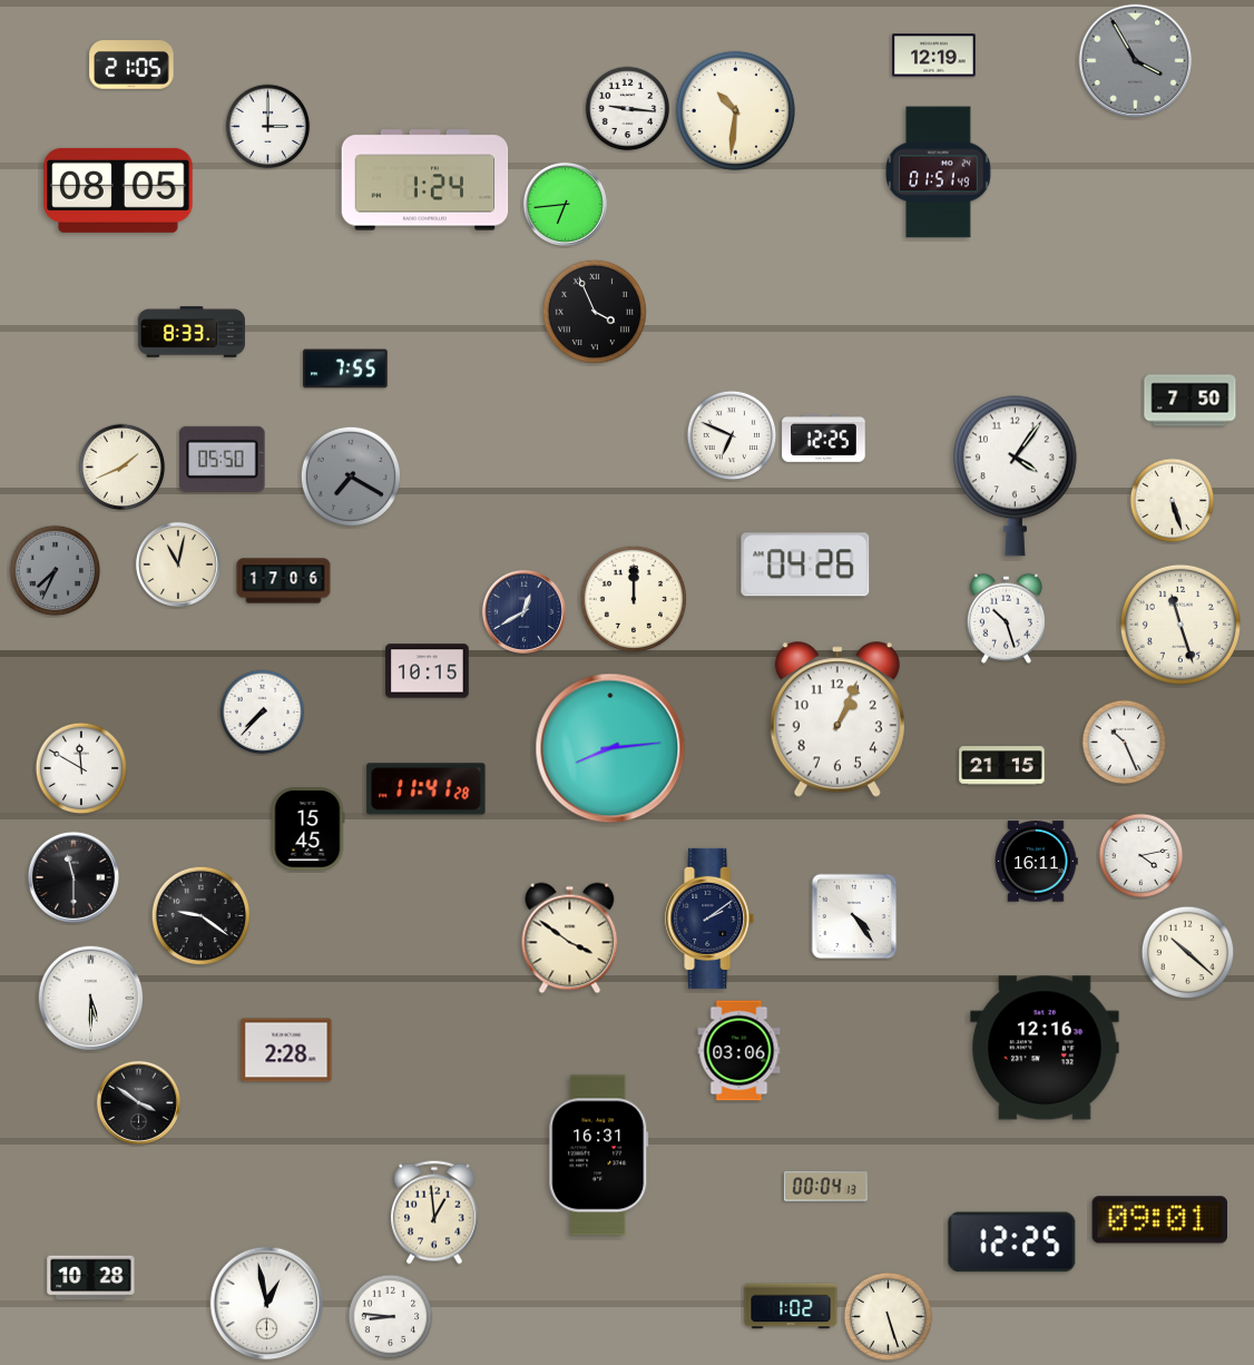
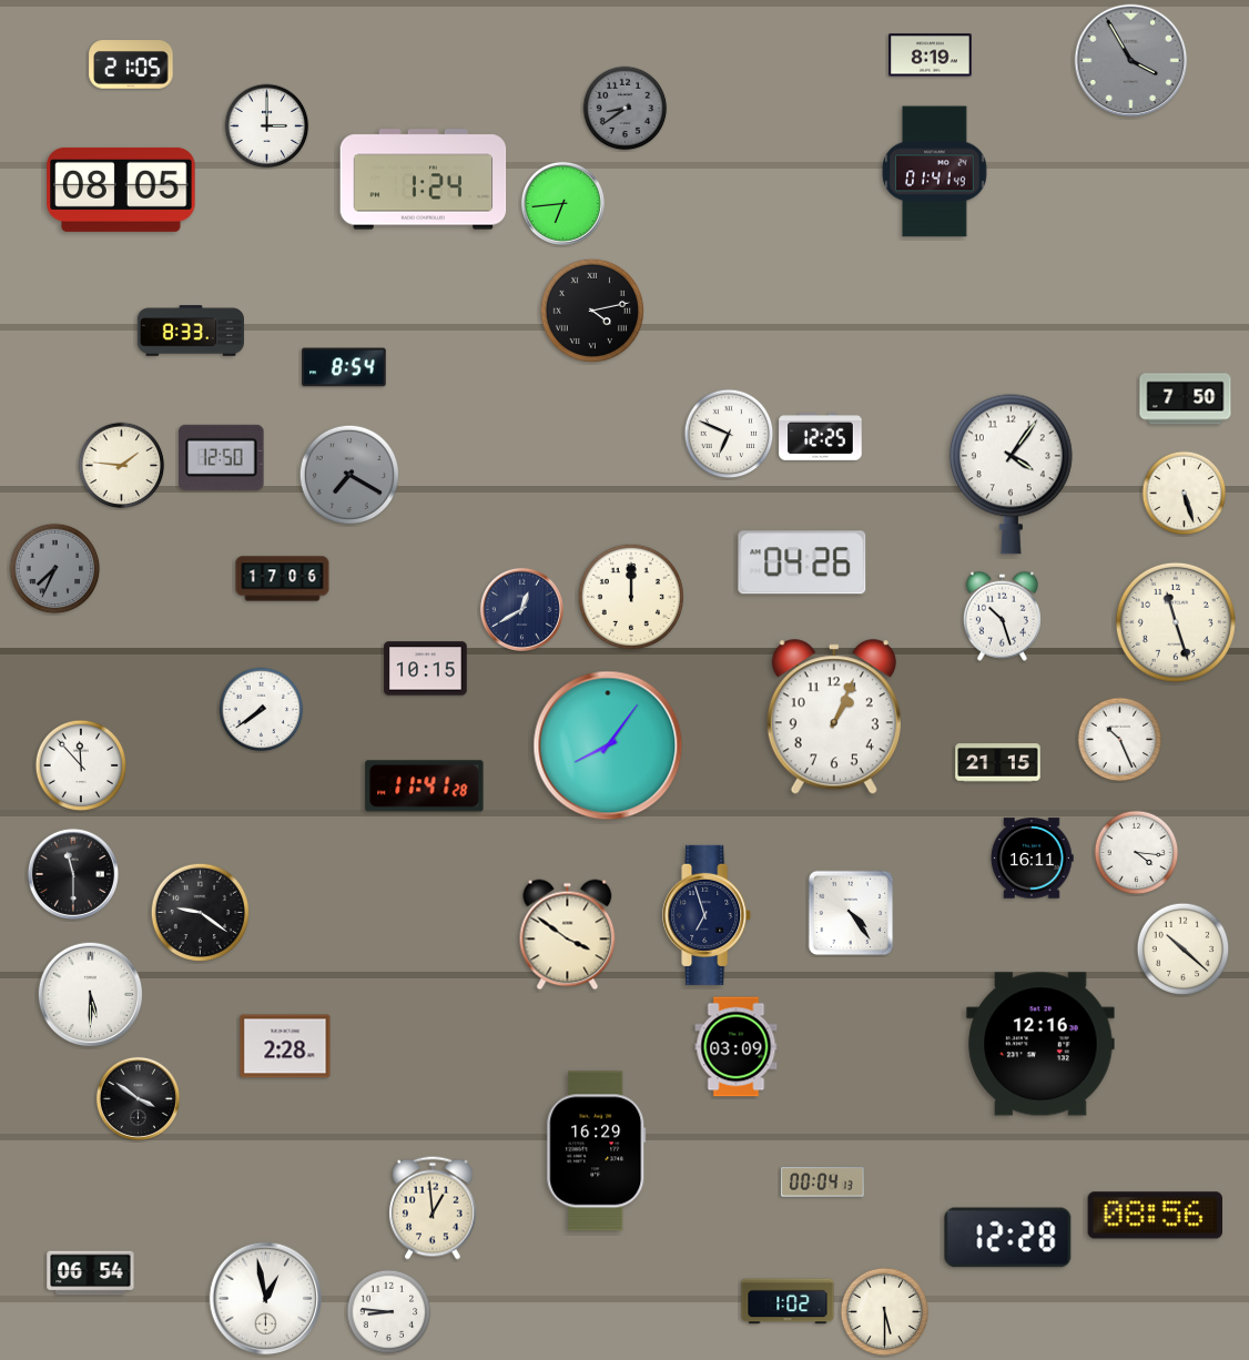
clock at (934, 56): 12:19 -> 8:19
clock at (628, 109): 9:16 -> 8:39
clock at (628, 109) dial: white -> grey
clock at (735, 110): 10:31 -> none
clock at (939, 173): 01:51 -> 01:41
clock at (118, 190) position: (118, 190) -> (121, 190)
clock at (594, 311): 3:56 -> 4:13
clock at (345, 369): 7:55 -> 8:54
clock at (223, 459): 05:50 -> 12:50
clock at (123, 468): 1:41 -> 1:46
clock at (1173, 501) position: (1173, 501) -> (1185, 494)
clock at (178, 564): 11:02 -> none
clock at (263, 713): 7:37 -> 7:39
clock at (610, 748): 8:14 -> 8:06
clock at (81, 768): 11:50 -> 11:53
clock at (307, 829): 15:45 -> none
clock at (1142, 856): 4:13 -> 4:16
clock at (711, 919): 2:09 -> 6:57
clock at (739, 1051): 03:06 -> 03:09
clock at (599, 1156): 16:31 -> 16:29
clock at (1160, 1220): 09:01 -> 08:56
clock at (1012, 1243): 12:25 -> 12:28
clock at (91, 1278): 10:28 -> 06:54
clock at (889, 1317): 5:27 -> 5:30
